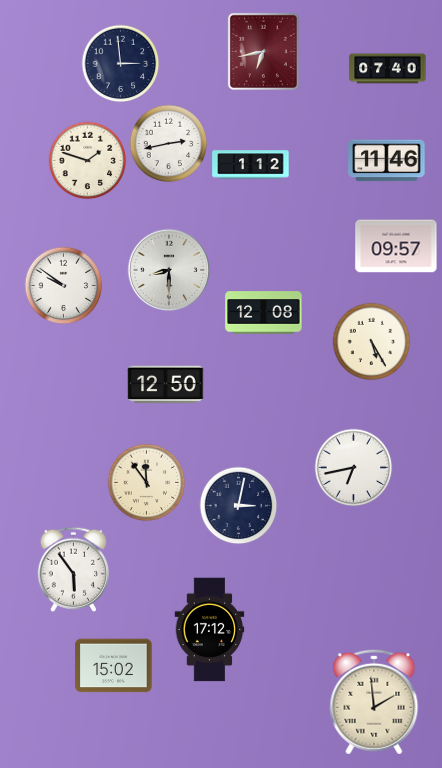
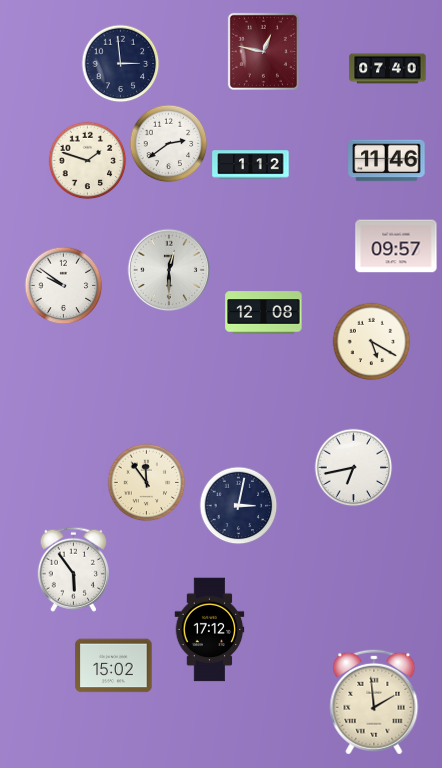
clock at (263, 51): 6:43 -> 12:47
clock at (168, 143): 2:43 -> 2:39
clock at (169, 270): 8:30 -> 12:30
clock at (371, 341): 5:25 -> 5:20
clock at (166, 385): 12:50 -> none
